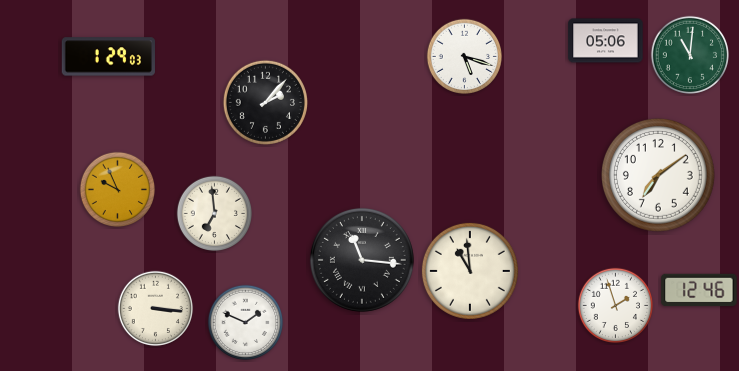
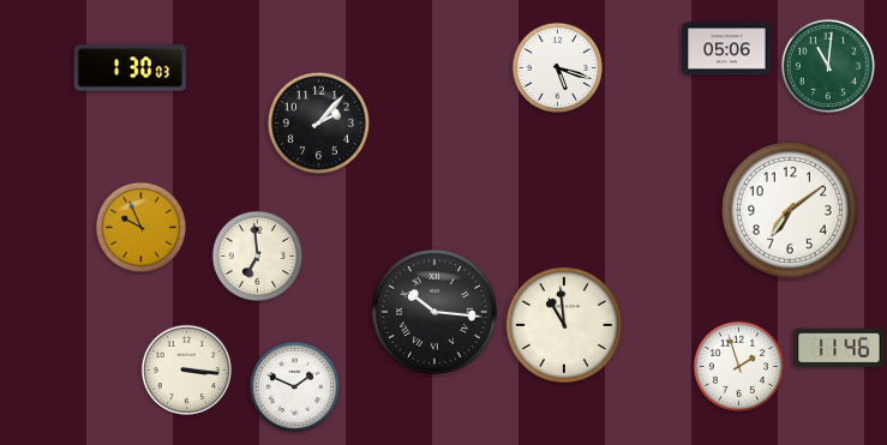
clock at (108, 57): 1:29 -> 1:30
clock at (362, 260): 11:16 -> 10:16
clock at (699, 290): 12:46 -> 11:46
